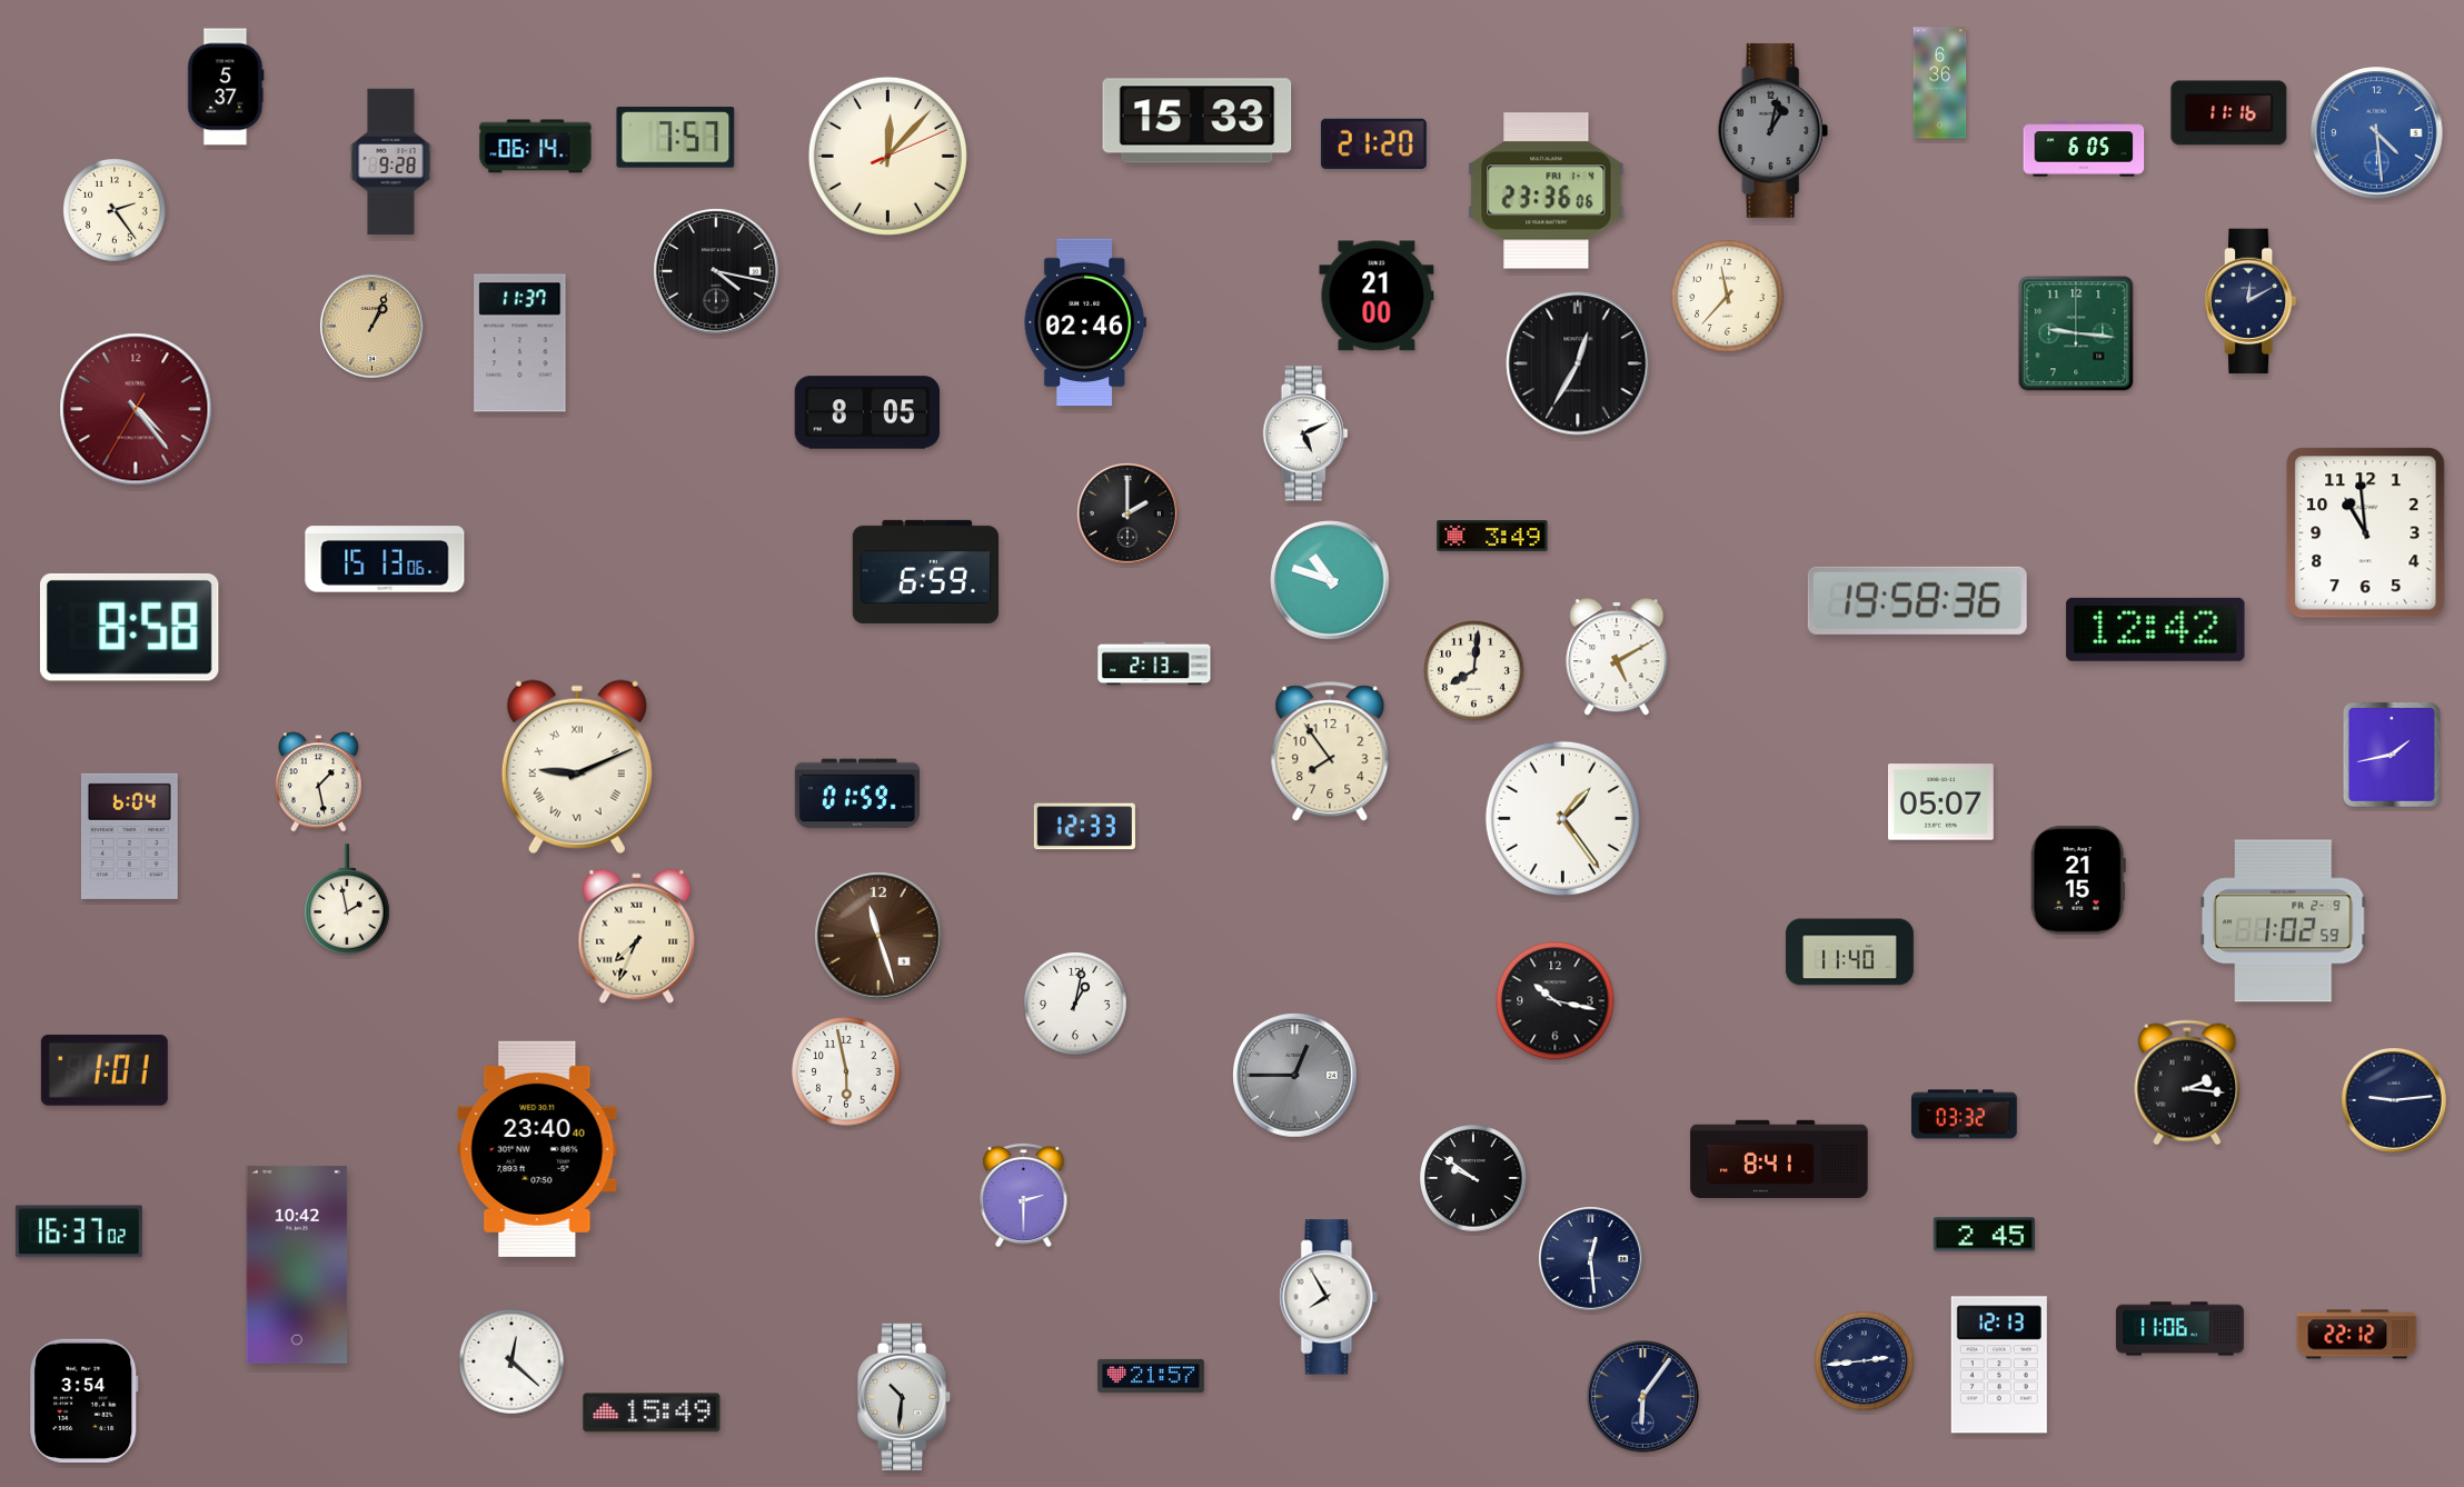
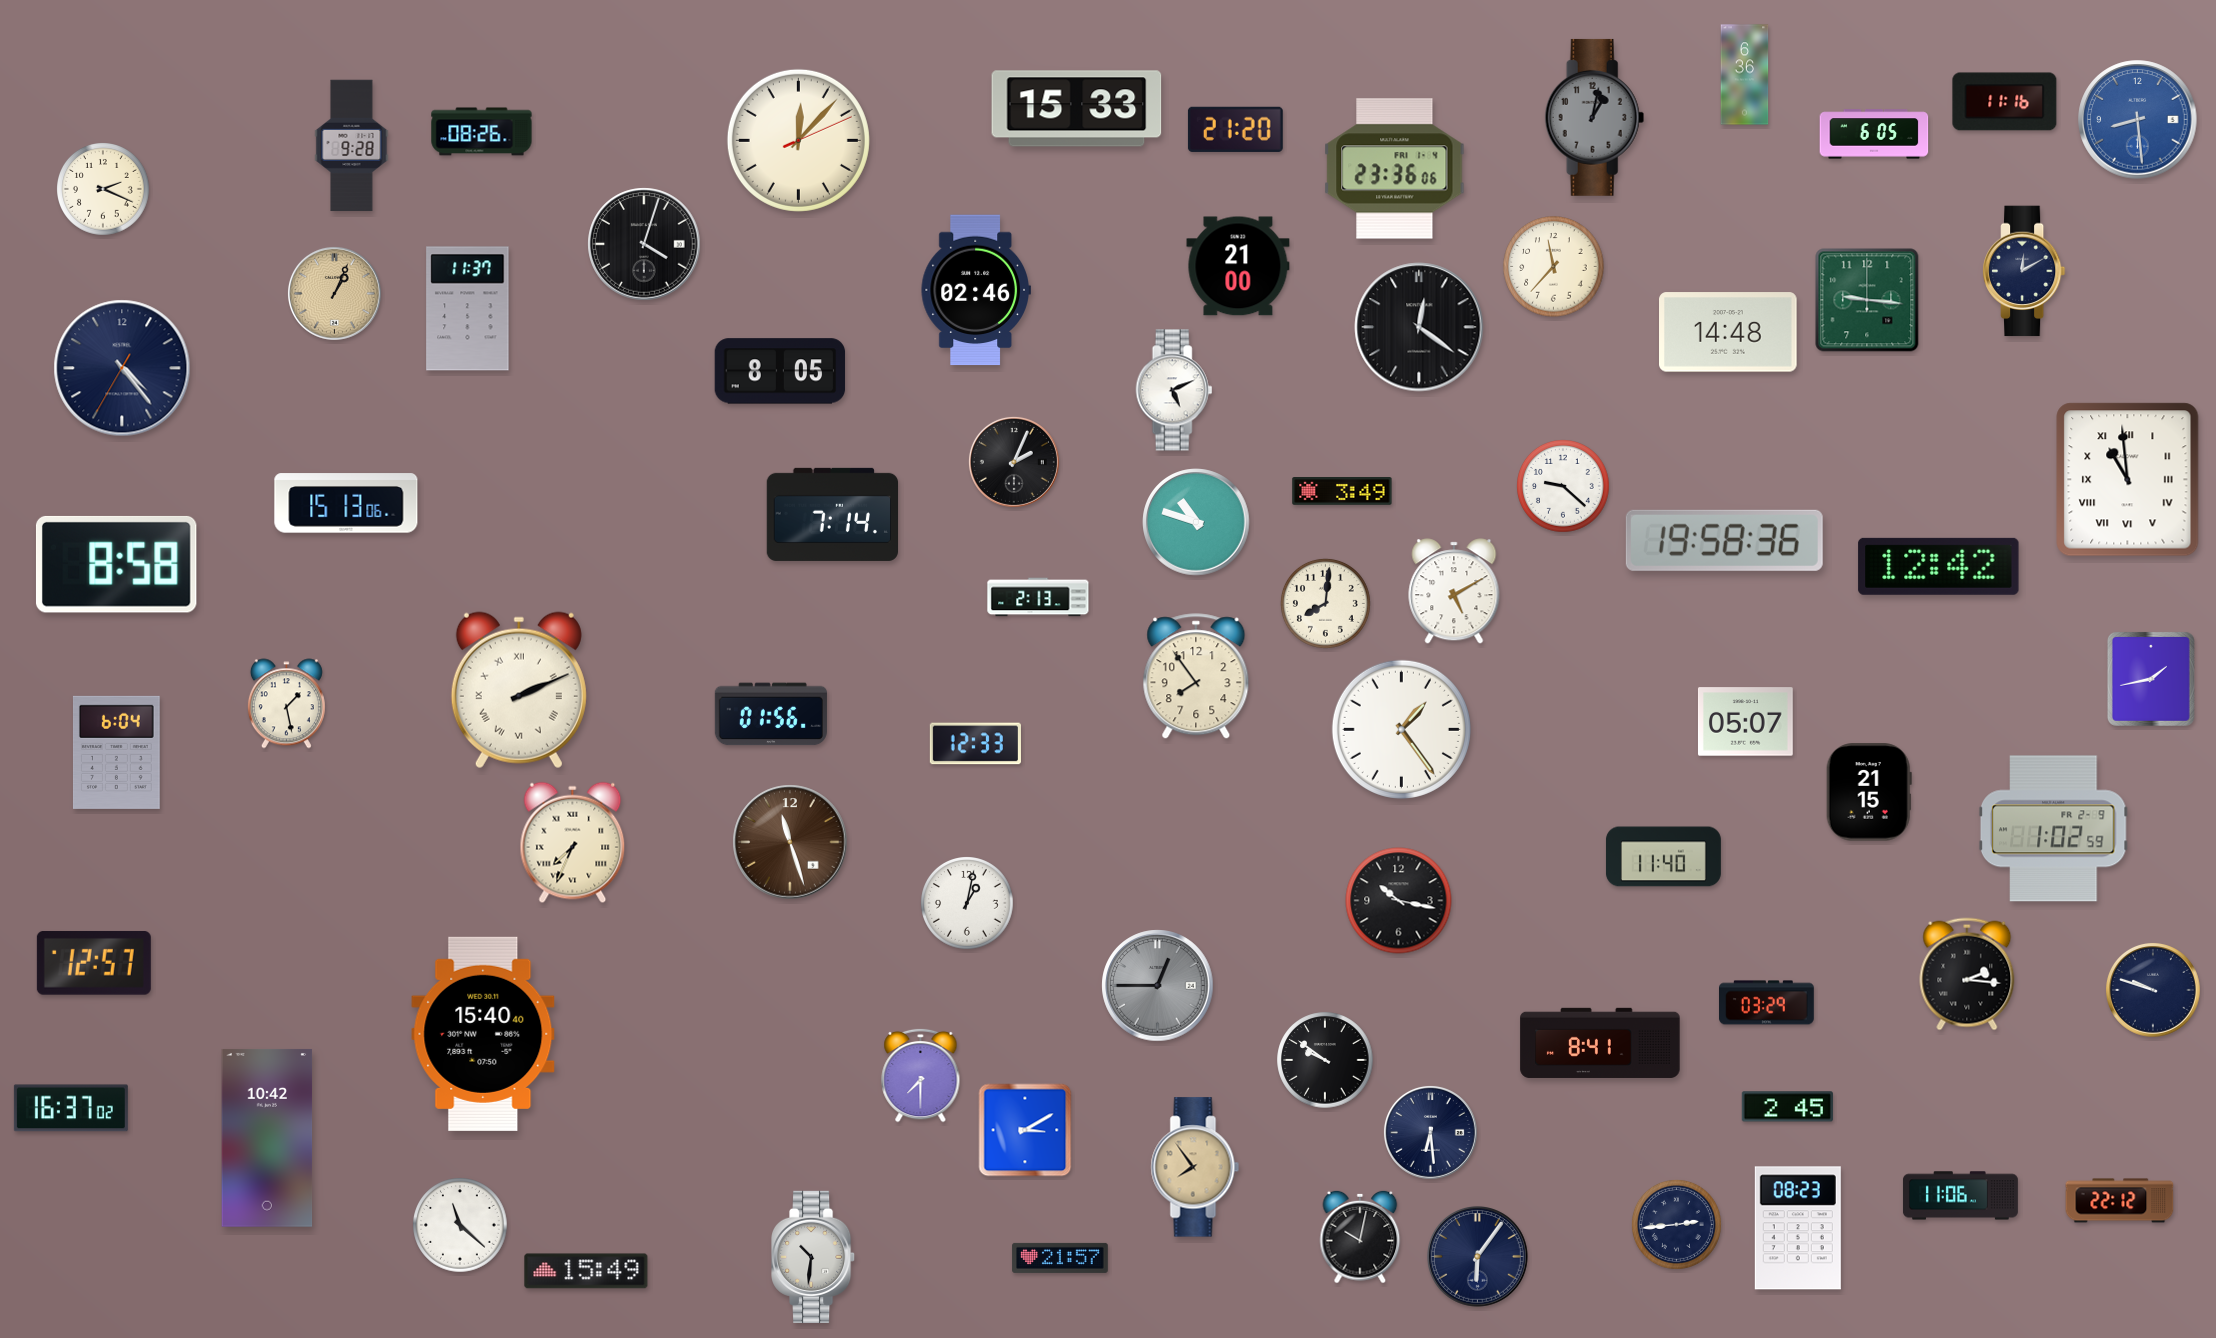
clock at (226, 87): 5:37 -> none
clock at (2377, 133): 4:29 -> 8:29
clock at (676, 138): 7:57 -> none
clock at (536, 147): 06:14 -> 08:26
clock at (1547, 191) position: (1547, 191) -> (1395, 169)
clock at (116, 211): 2:24 -> 2:19
clock at (716, 271): 4:17 -> 4:03
clock at (1578, 363): 12:35 -> 12:21
clock at (1729, 332): none -> 14:48
clock at (136, 409) dial: burgundy -> navy
clock at (1127, 513): 2:00 -> 2:04
clock at (2366, 533) numerals: Arabic -> Roman
clock at (1492, 537) position: (1492, 537) -> (1342, 492)
clock at (1564, 487): none -> 9:22
clock at (926, 571): 6:59 -> 7:14
clock at (577, 767): 9:11 -> 2:11
clock at (857, 794): 01:59 -> 01:56
clock at (1562, 818) position: (1562, 818) -> (1401, 729)
clock at (347, 899): 1:58 -> none
clock at (105, 1070): 1:01 -> 12:57
clock at (846, 1071): 5:58 -> none
clock at (1295, 1076) position: (1295, 1076) -> (1158, 986)
clock at (2394, 1100): 9:14 -> 9:48
clock at (1965, 1115): 03:32 -> 03:29
clock at (537, 1149): 23:40 -> 15:40
clock at (1024, 1195): 2:30 -> 7:30
clock at (1984, 1235) position: (1984, 1235) -> (1787, 1107)
clock at (1025, 1130): none -> 3:10
clock at (1590, 1258): 12:29 -> 6:29
clock at (1329, 1297): 7:55 -> 7:54
clock at (1329, 1297) dial: white -> champagne
clock at (511, 1361): 12:22 -> 11:22
clock at (1999, 1365): 12:13 -> 08:23
clock at (1360, 1237): none -> 10:02
clock at (1151, 1376) position: (1151, 1376) -> (1060, 1258)
clock at (85, 1400): 3:54 -> none
